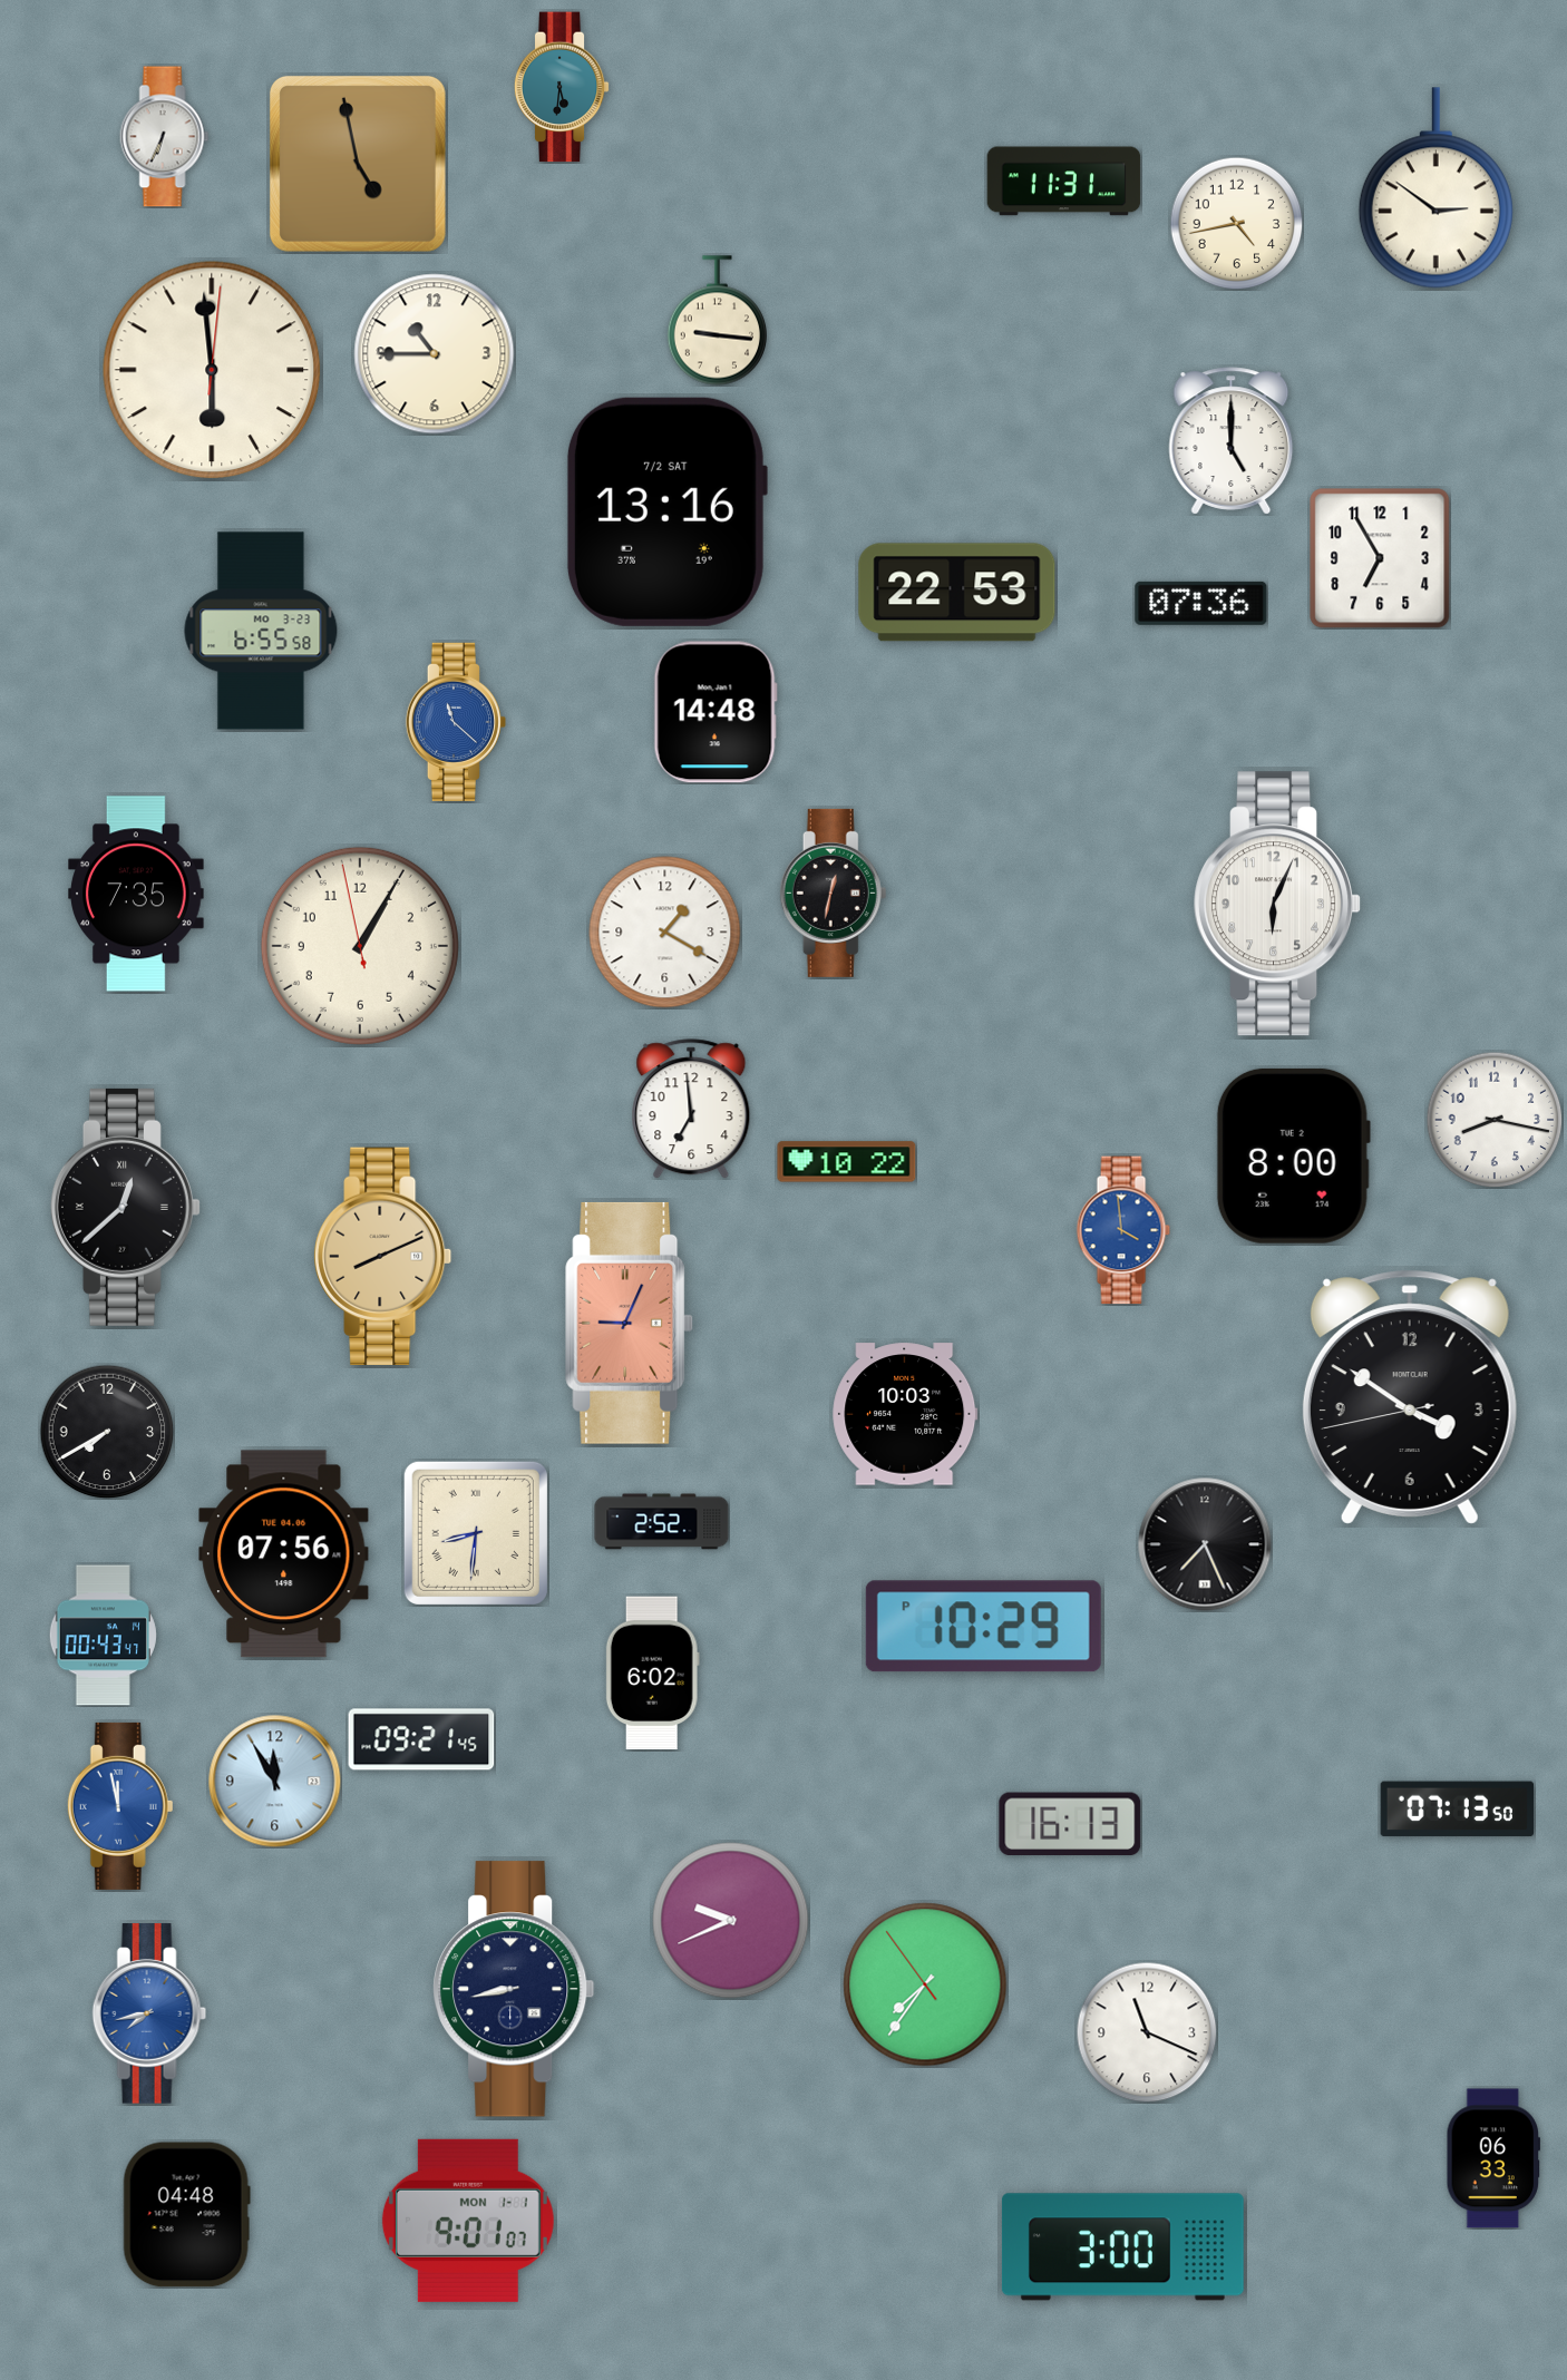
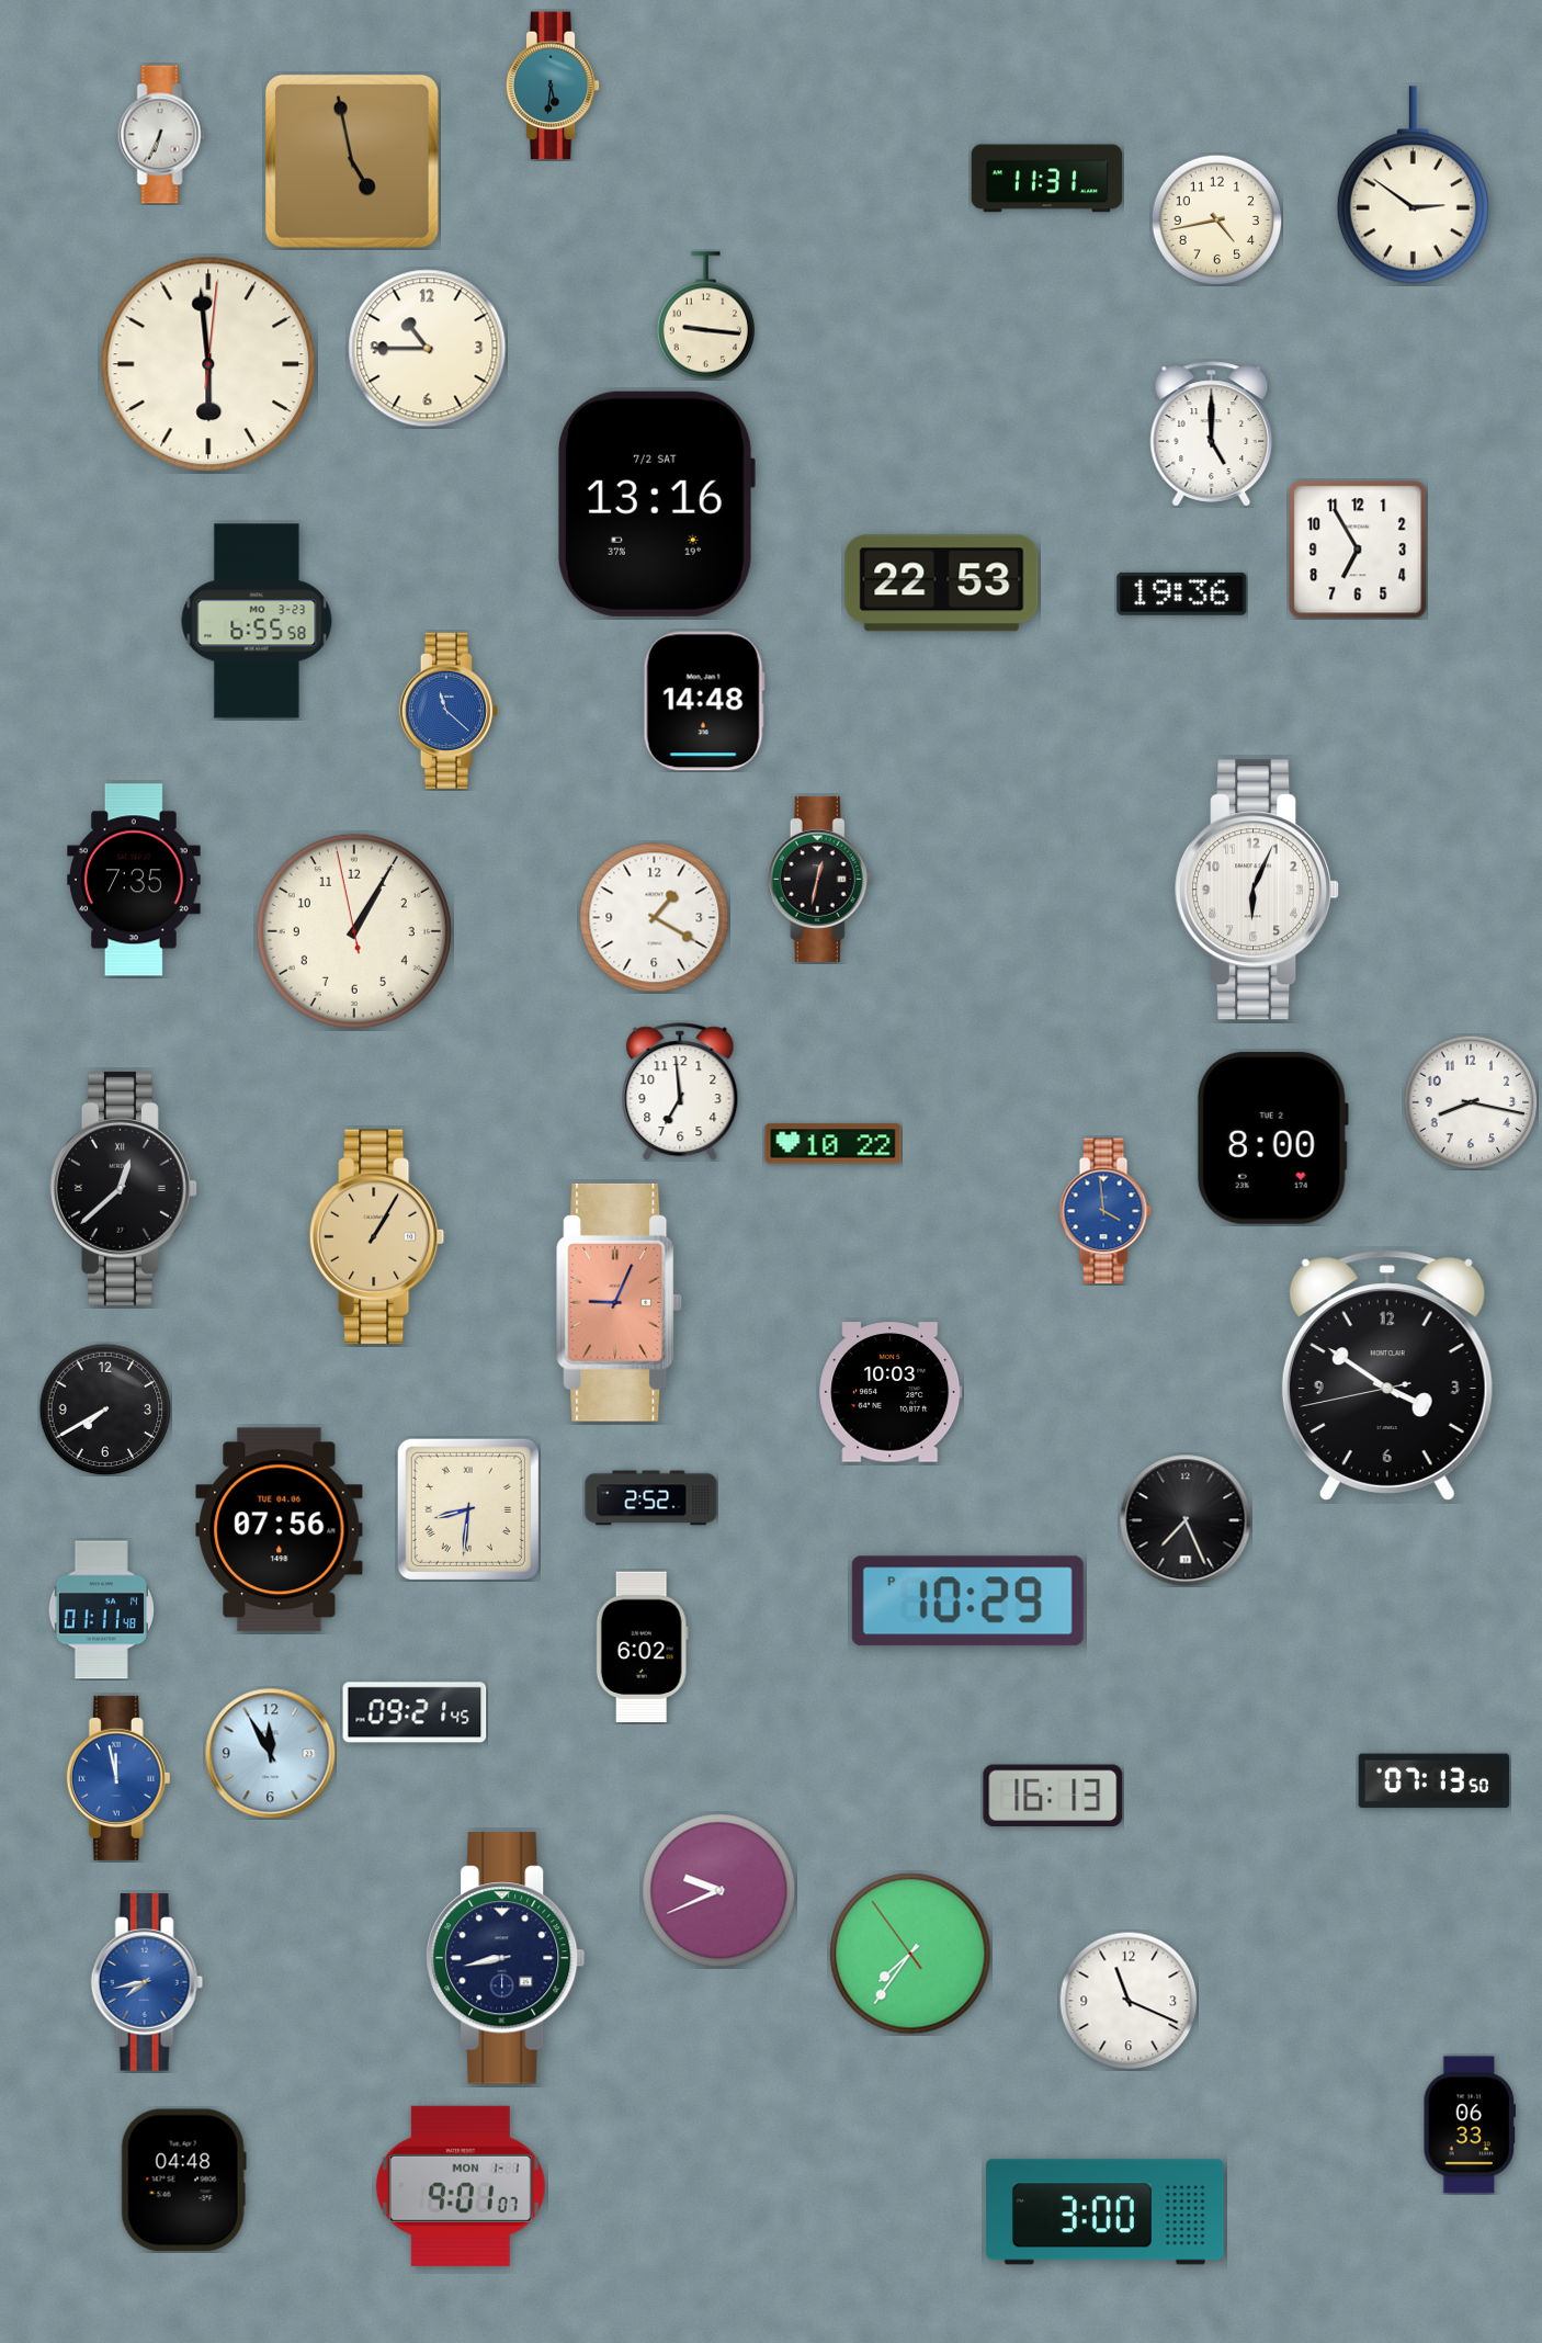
clock at (1201, 603): 07:36 -> 19:36
clock at (383, 1257): 8:11 -> 1:05
clock at (103, 1636): 00:43 -> 01:11
